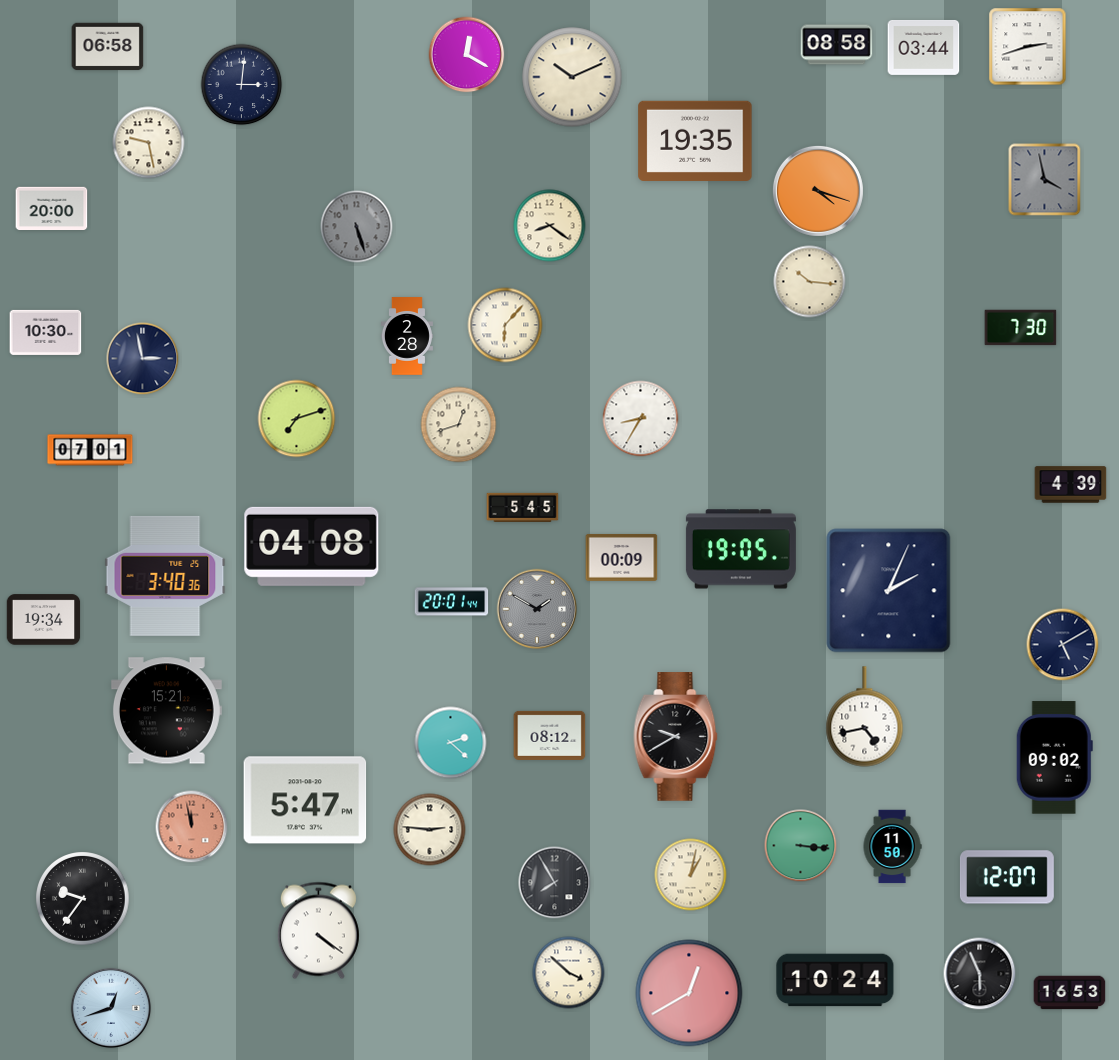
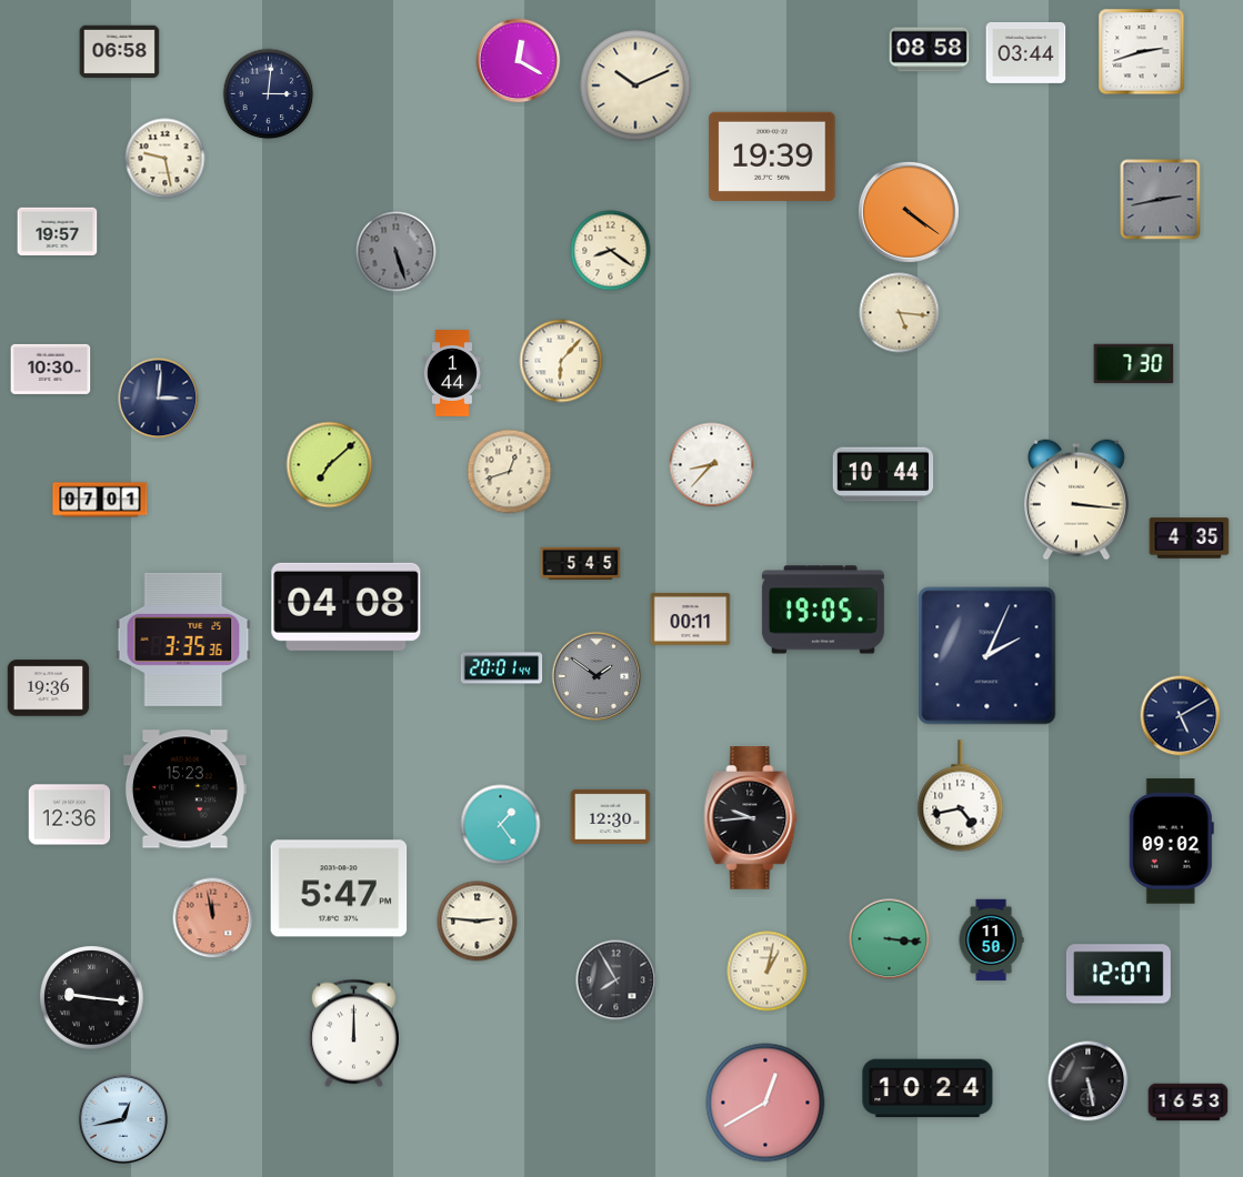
clock at (695, 141): 19:35 -> 19:39
clock at (1045, 180): 3:58 -> 2:43
clock at (818, 191): 4:18 -> 4:21
clock at (52, 208): 20:00 -> 19:57
clock at (810, 282): 10:16 -> 5:16
clock at (407, 336): 2:28 -> 1:44
clock at (143, 359): 2:58 -> 3:01
clock at (297, 419): 7:12 -> 7:08
clock at (641, 419): 8:35 -> 8:37
clock at (883, 474): none -> 10:44
clock at (1077, 500): none -> 3:16
clock at (1071, 485): 4:39 -> 4:35
clock at (622, 557): 00:09 -> 00:11
clock at (165, 576): 3:40 -> 3:35
clock at (537, 609): 1:50 -> 1:51
clock at (44, 620): 19:34 -> 19:36
clock at (166, 711): 15:21 -> 15:23
clock at (70, 815): none -> 12:36
clock at (550, 735): 08:12 -> 12:30
clock at (676, 737): 9:40 -> 9:44
clock at (451, 743): 2:22 -> 1:24
clock at (83, 899): 9:36 -> 9:16
clock at (318, 931): 4:21 -> 12:00
clock at (569, 973): 3:52 -> none
clock at (980, 974): 5:56 -> 5:28
clock at (111, 1008): 12:42 -> 12:43
